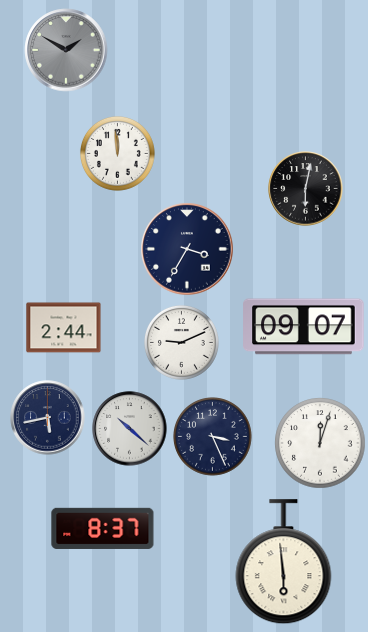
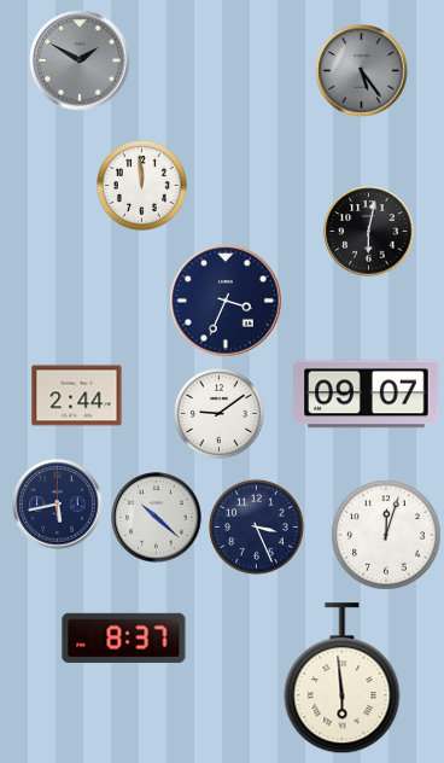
clock at (362, 71): none -> 5:24
clock at (306, 189) position: (306, 189) -> (369, 232)
clock at (187, 249): 3:35 -> 3:34
clock at (181, 342): 9:11 -> 9:09
